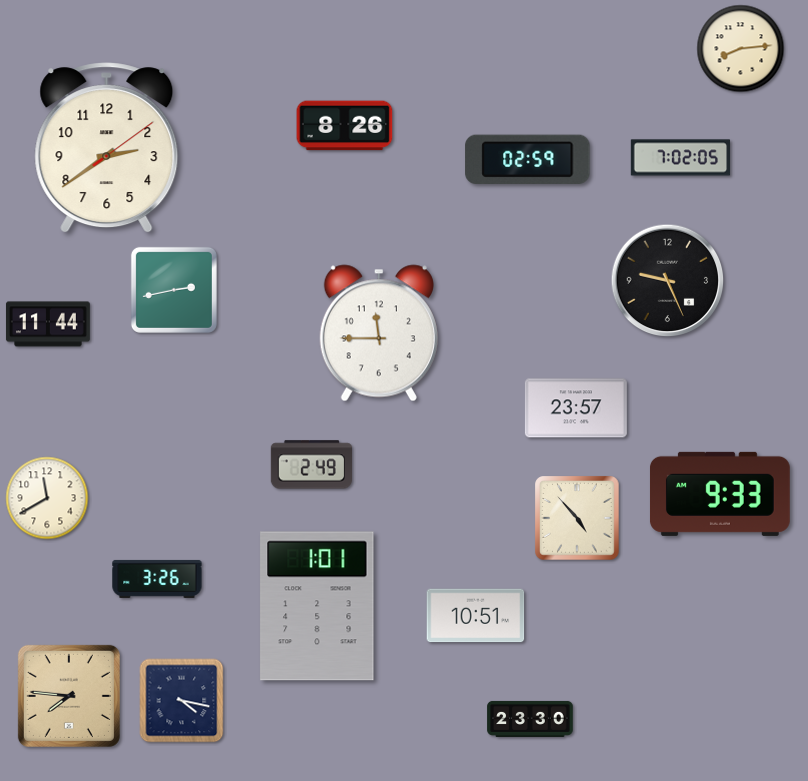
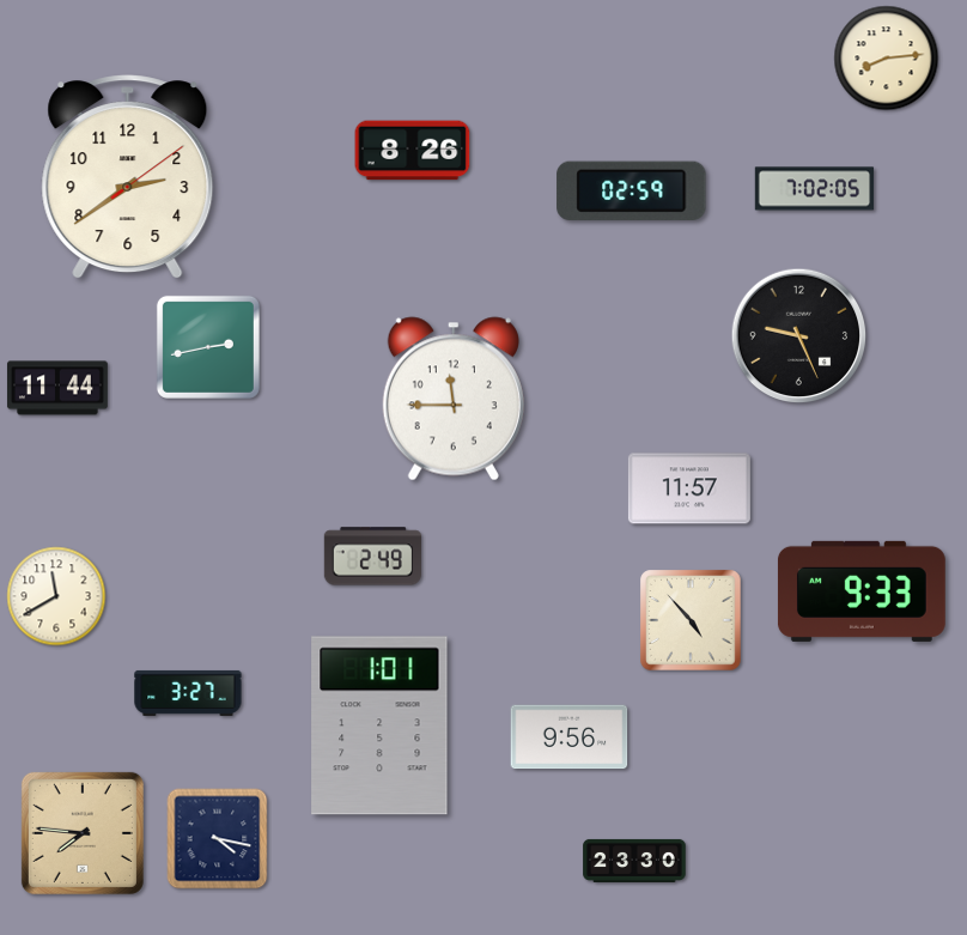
clock at (576, 408): 23:57 -> 11:57
clock at (157, 579): 3:26 -> 3:27
clock at (476, 616): 10:51 -> 9:56
